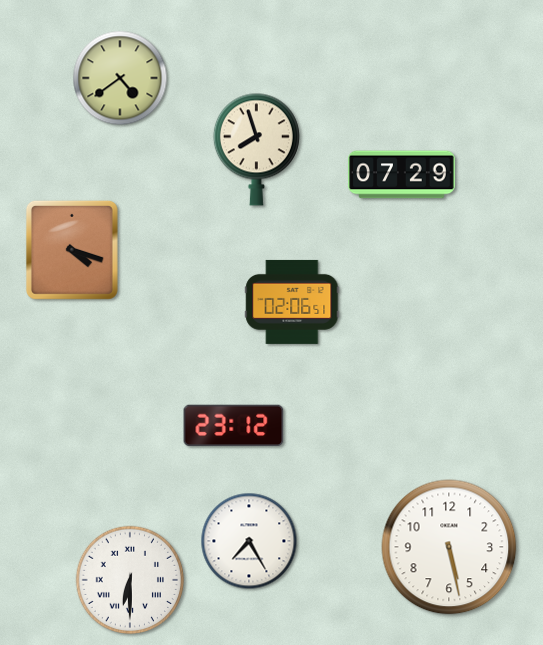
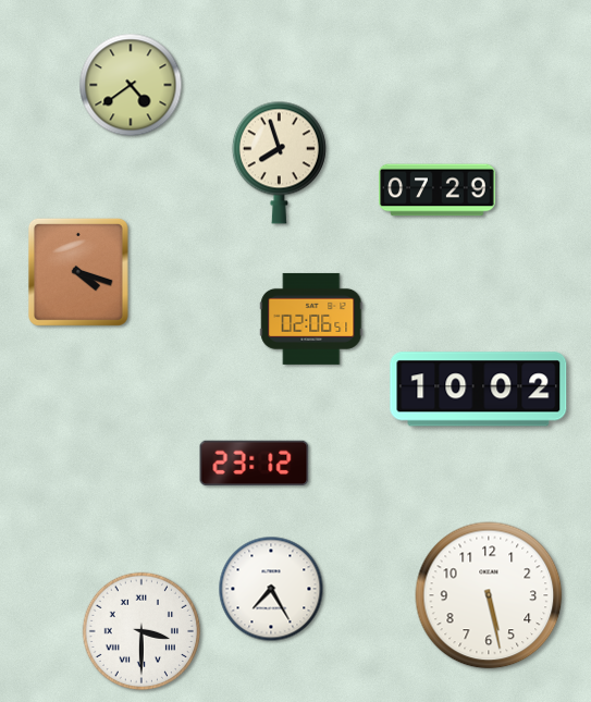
clock at (292, 302) position: (292, 302) -> (311, 319)
clock at (479, 390): none -> 10:02
clock at (130, 580): 6:30 -> 3:30
